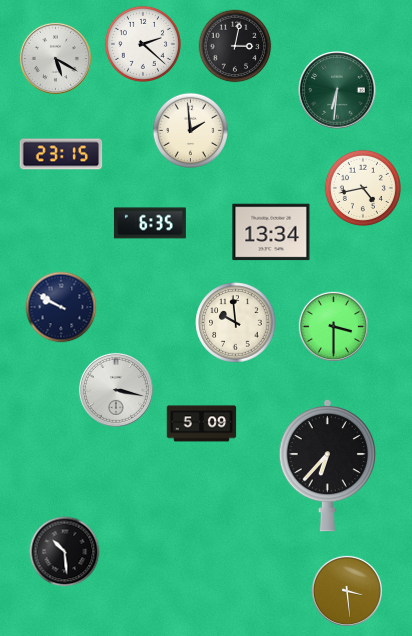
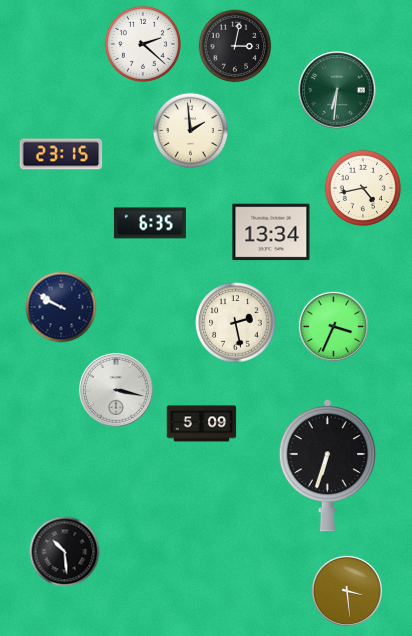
clock at (55, 58): 5:20 -> none
clock at (236, 323): 9:59 -> 2:28
clock at (334, 327): 3:30 -> 3:34
clock at (327, 465): 6:37 -> 6:33
